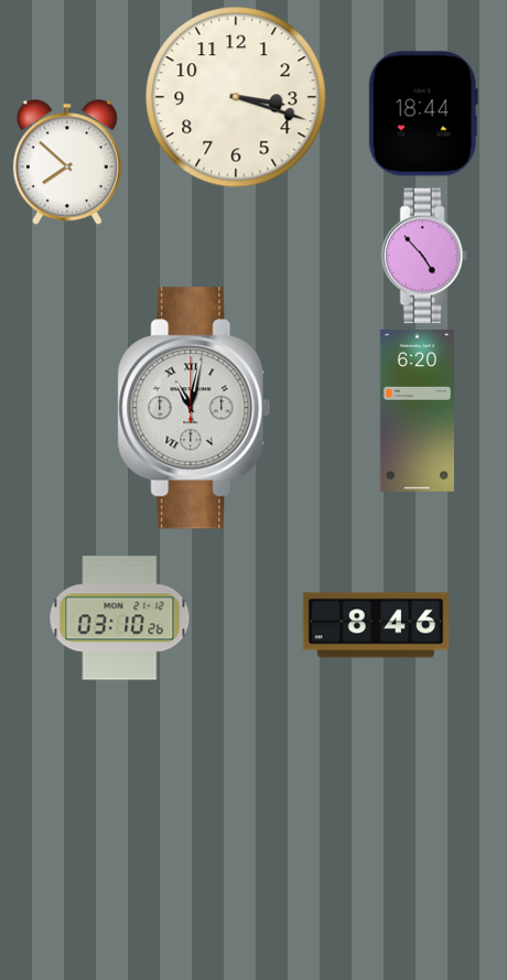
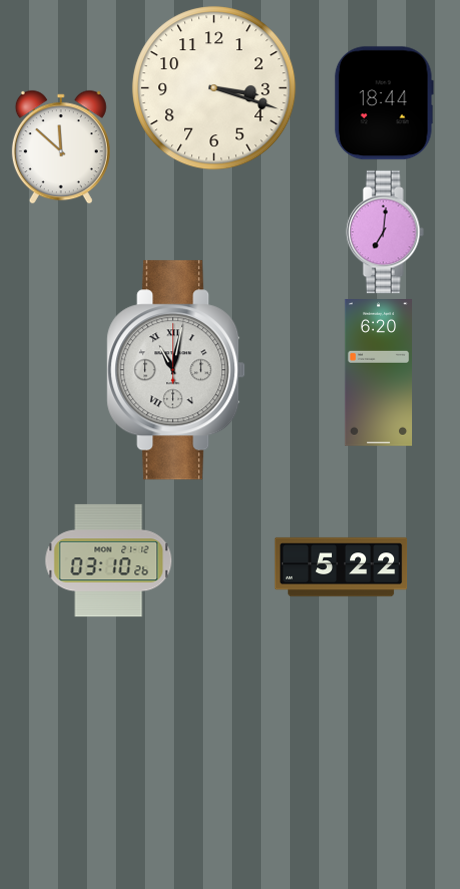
clock at (67, 162): 7:52 -> 11:52
clock at (424, 256): 4:53 -> 7:01
clock at (376, 625): 8:46 -> 5:22
